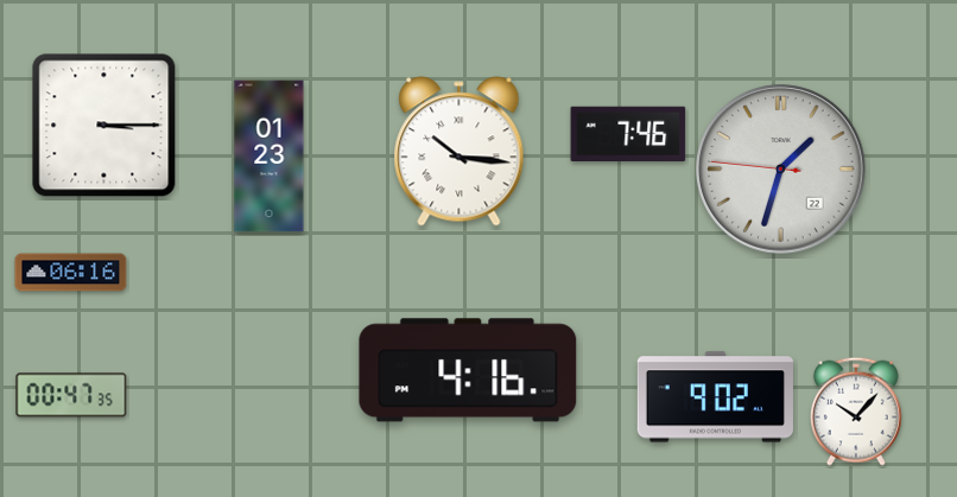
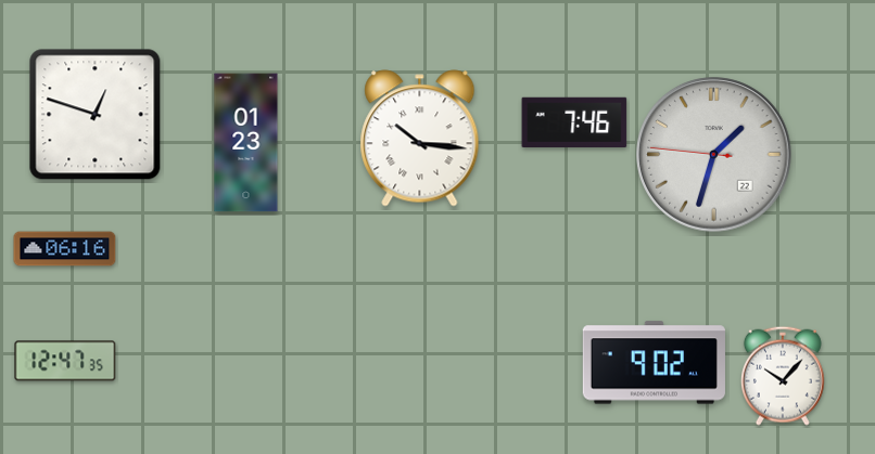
clock at (104, 126): 3:15 -> 12:48
clock at (468, 370): 4:16 -> none
clock at (71, 395): 00:47 -> 12:47
